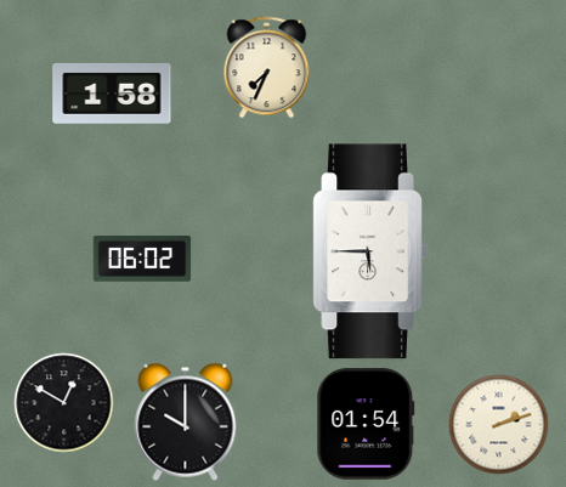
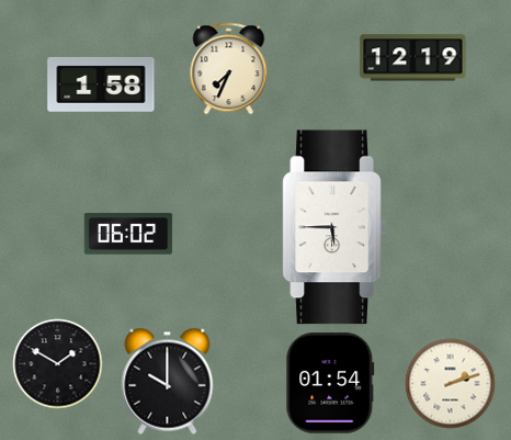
clock at (413, 58): none -> 12:19
clock at (267, 68) position: (267, 68) -> (229, 69)
clock at (64, 403): 12:50 -> 1:50
